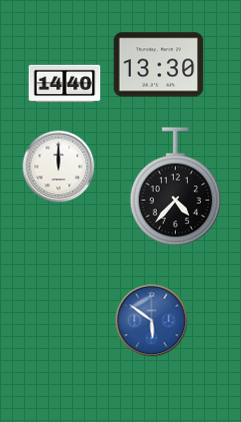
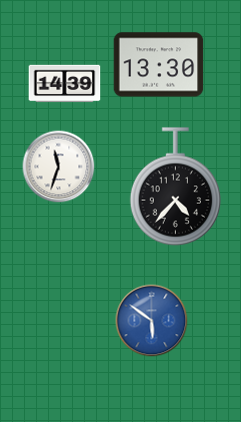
clock at (65, 84): 14:40 -> 14:39
clock at (59, 167): 12:00 -> 11:33
